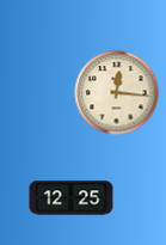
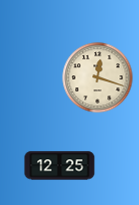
clock at (117, 93): 12:16 -> 12:18
